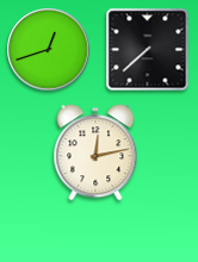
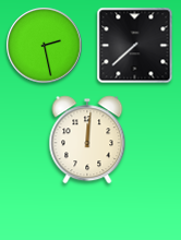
clock at (49, 50): 12:42 -> 2:28
clock at (95, 152): 12:13 -> 12:01
